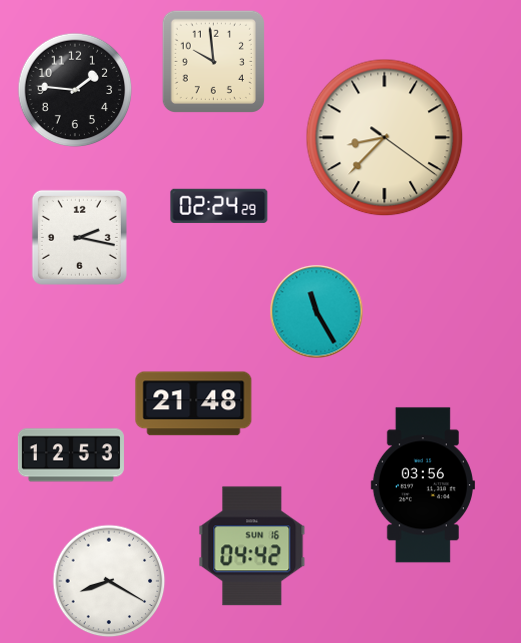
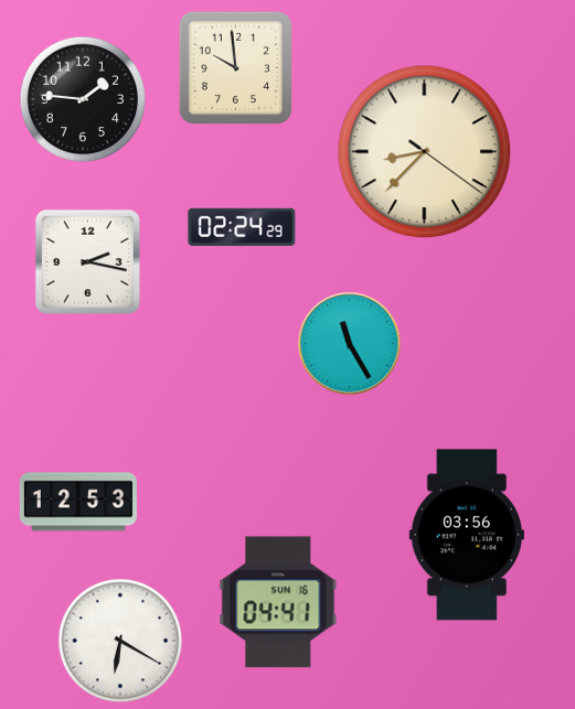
clock at (194, 404): 21:48 -> none
clock at (252, 546): 04:42 -> 04:41
clock at (109, 581): 8:20 -> 6:20
